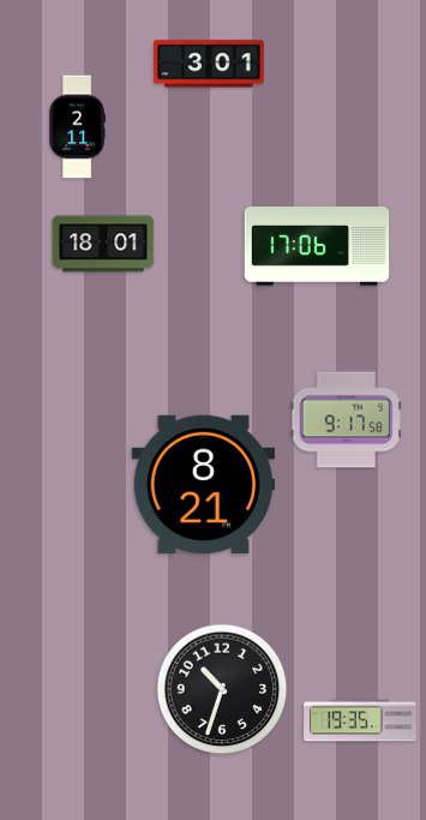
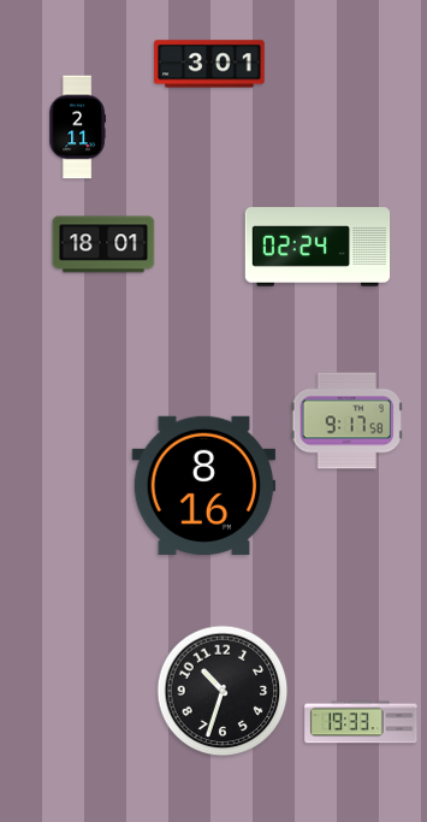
clock at (317, 246): 17:06 -> 02:24
clock at (204, 484): 8:21 -> 8:16
clock at (360, 720): 19:35 -> 19:33
